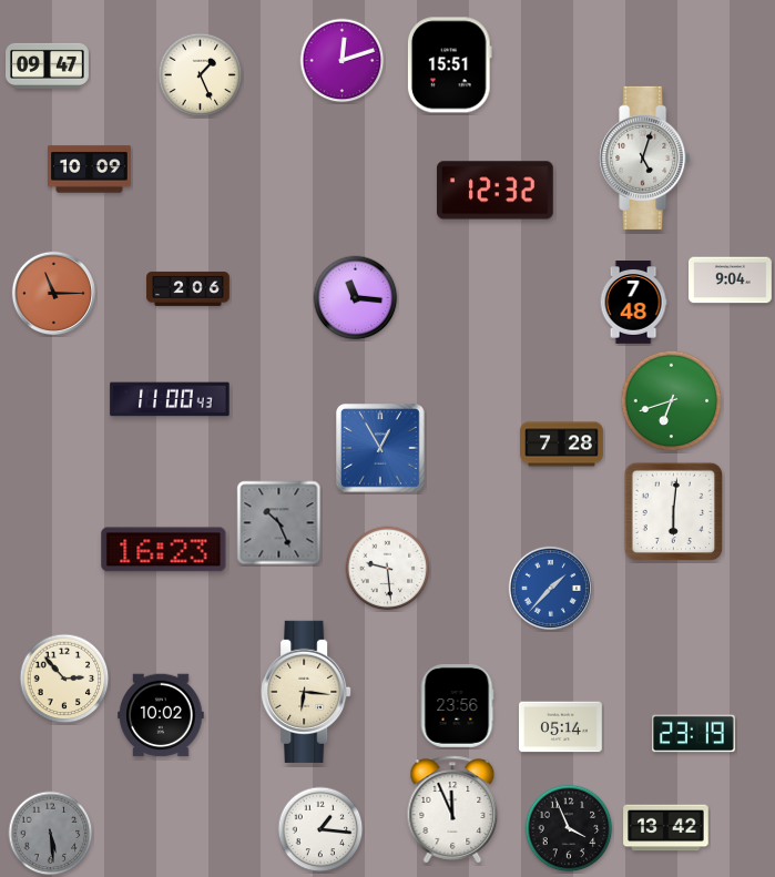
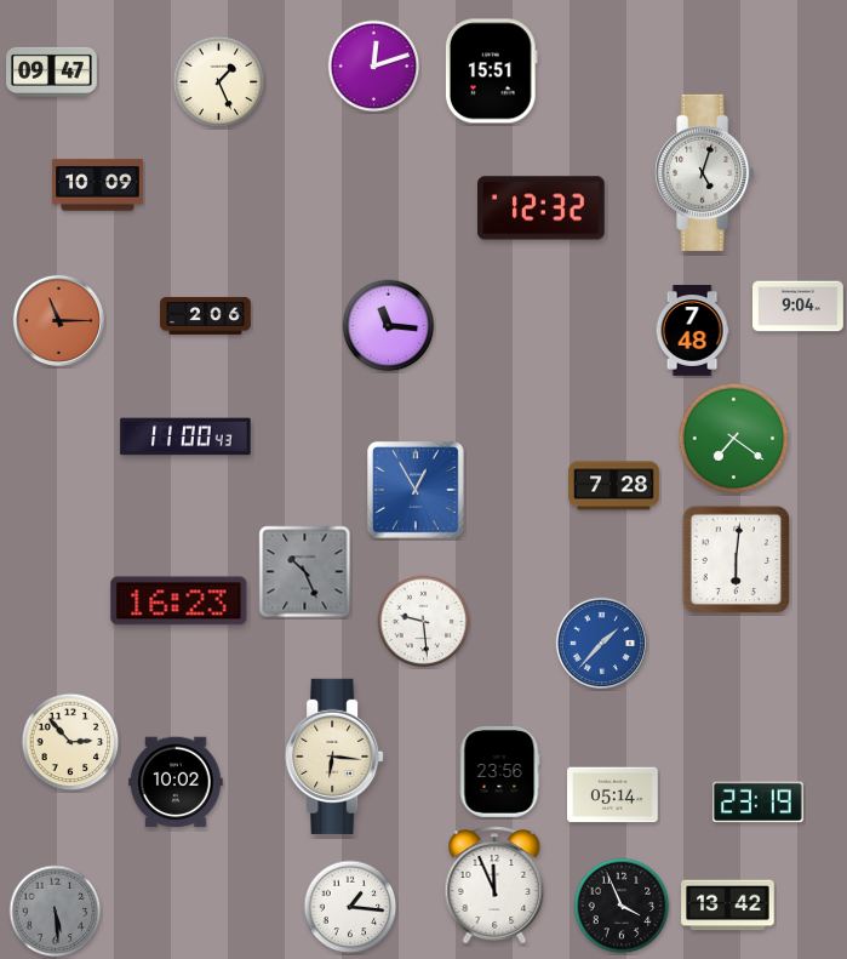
clock at (672, 401): 6:42 -> 7:21
